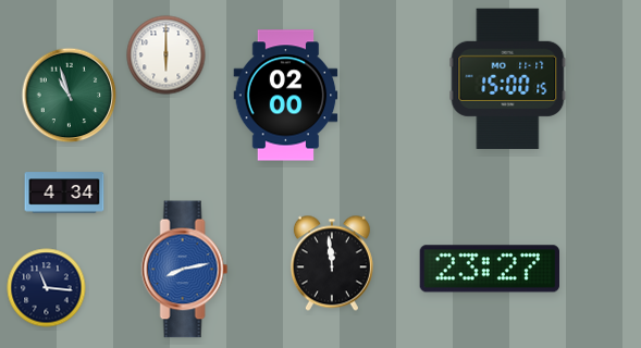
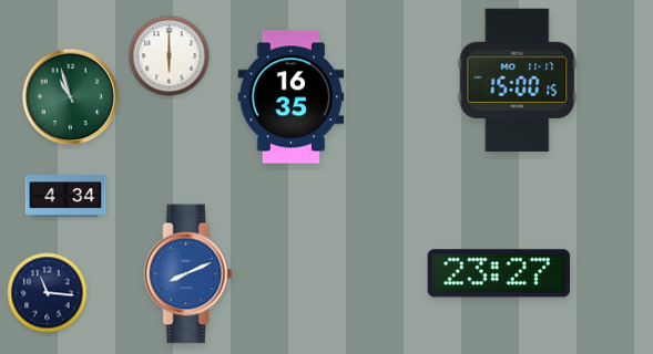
clock at (286, 96): 02:00 -> 16:35
clock at (332, 263): 11:59 -> none
clock at (185, 270): 8:13 -> 8:11
